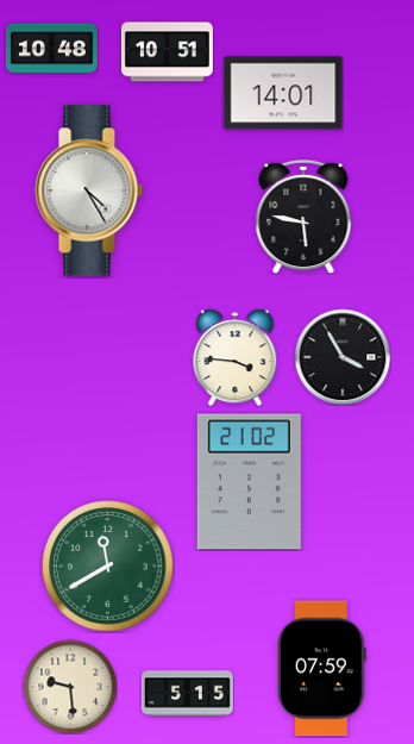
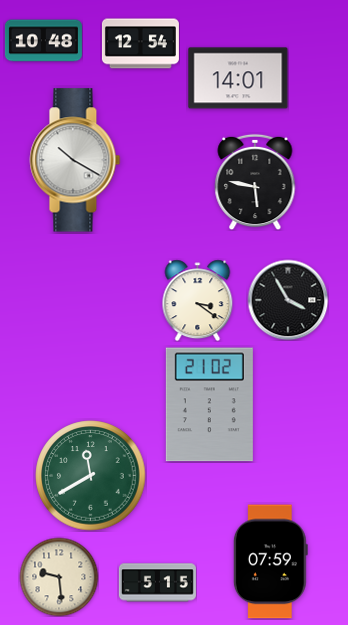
clock at (167, 52): 10:51 -> 12:54
clock at (89, 190): 4:25 -> 10:20
clock at (236, 357): 3:46 -> 3:21
